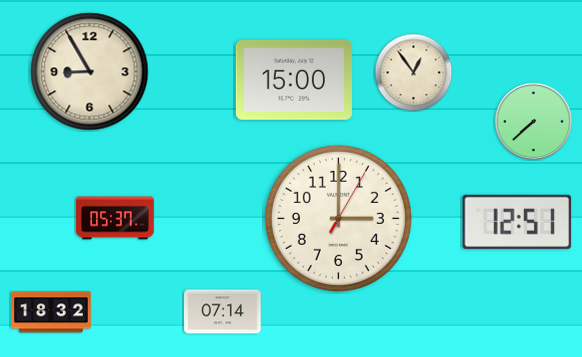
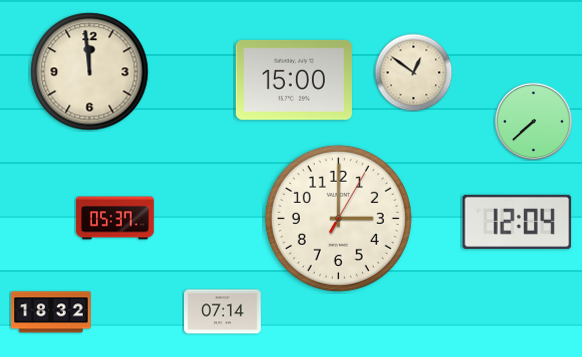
clock at (90, 72): 8:55 -> 11:59
clock at (413, 72): 12:54 -> 12:51
clock at (517, 222): 12:51 -> 12:04
